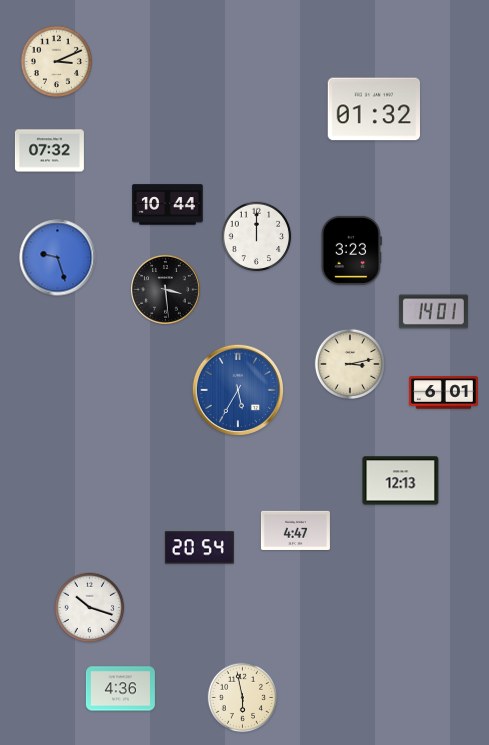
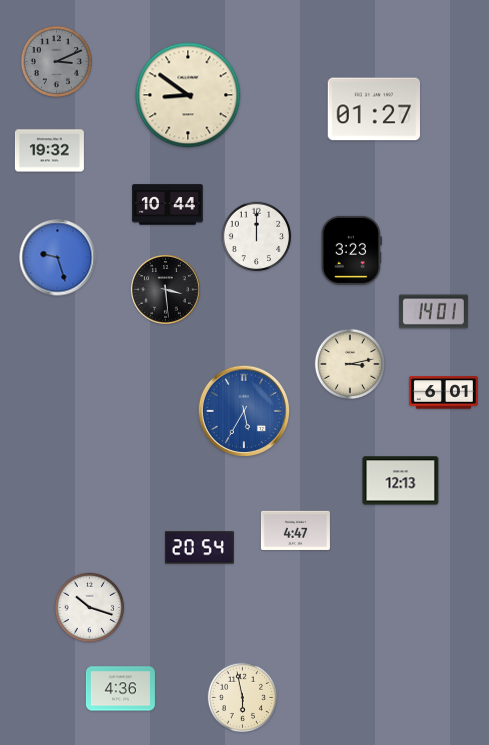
clock at (56, 61) dial: cream -> grey
clock at (188, 95): none -> 8:51
clock at (374, 109): 01:32 -> 01:27
clock at (49, 151): 07:32 -> 19:32
clock at (237, 389) position: (237, 389) -> (243, 410)
